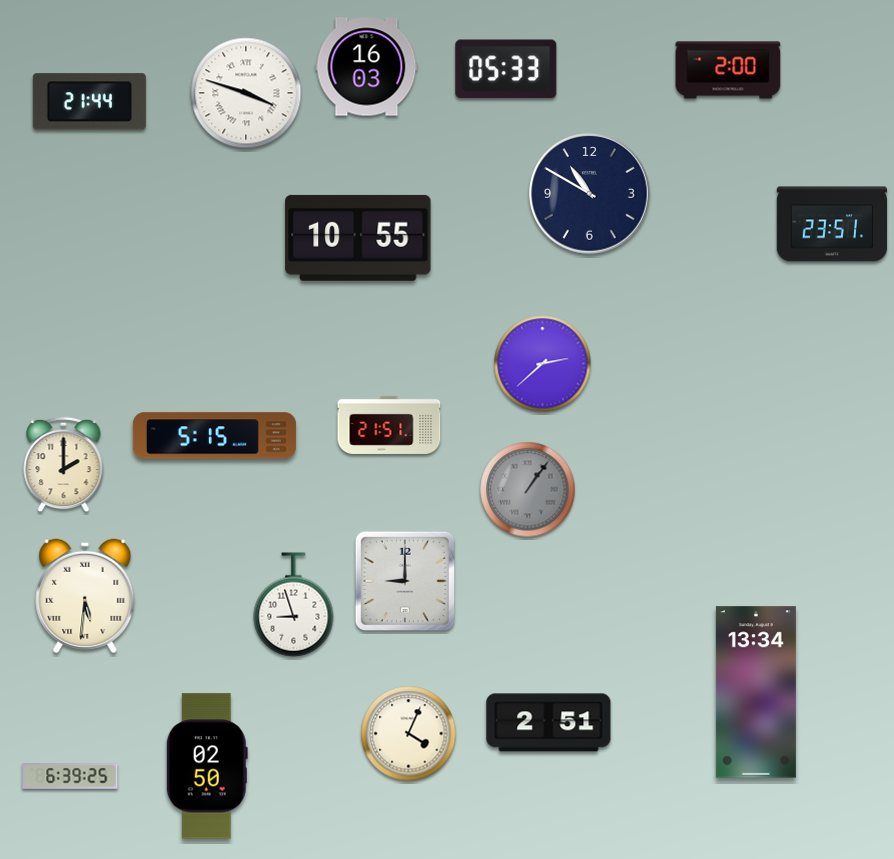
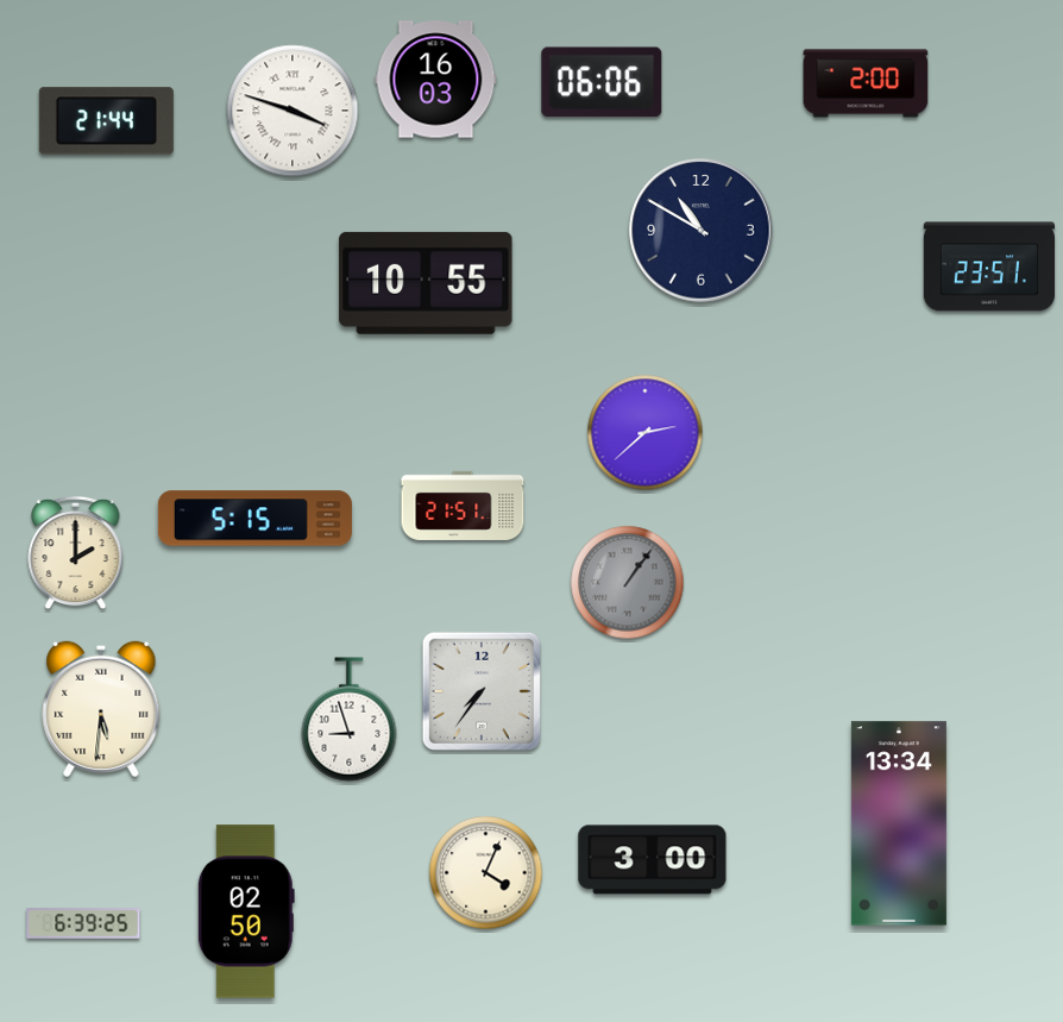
clock at (506, 69): 05:33 -> 06:06
clock at (405, 581): 9:00 -> 7:36
clock at (549, 723): 2:51 -> 3:00
